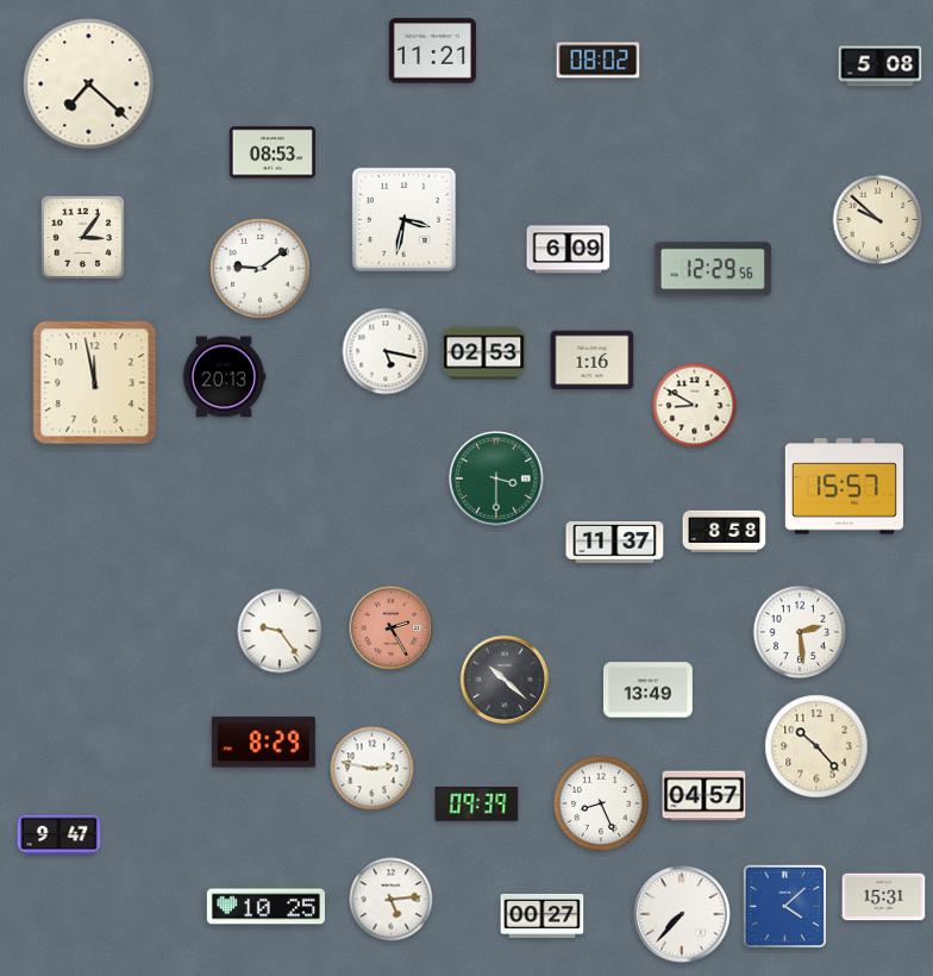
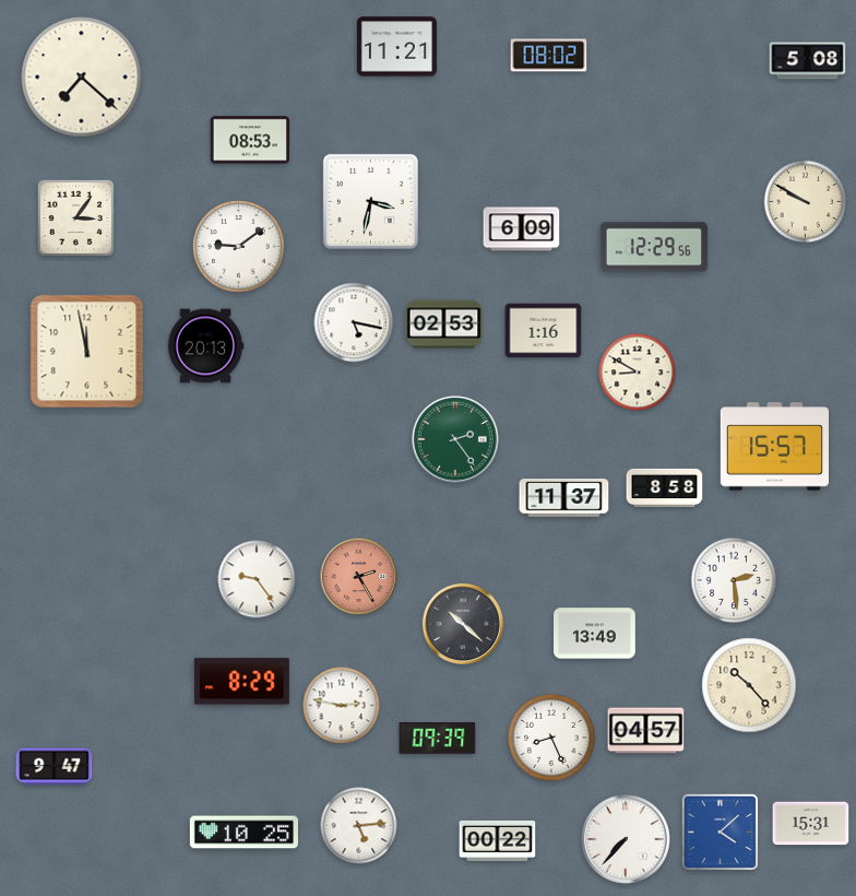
clock at (878, 220): 9:52 -> 9:50
clock at (496, 478): 3:30 -> 2:24
clock at (543, 915): 00:27 -> 00:22
